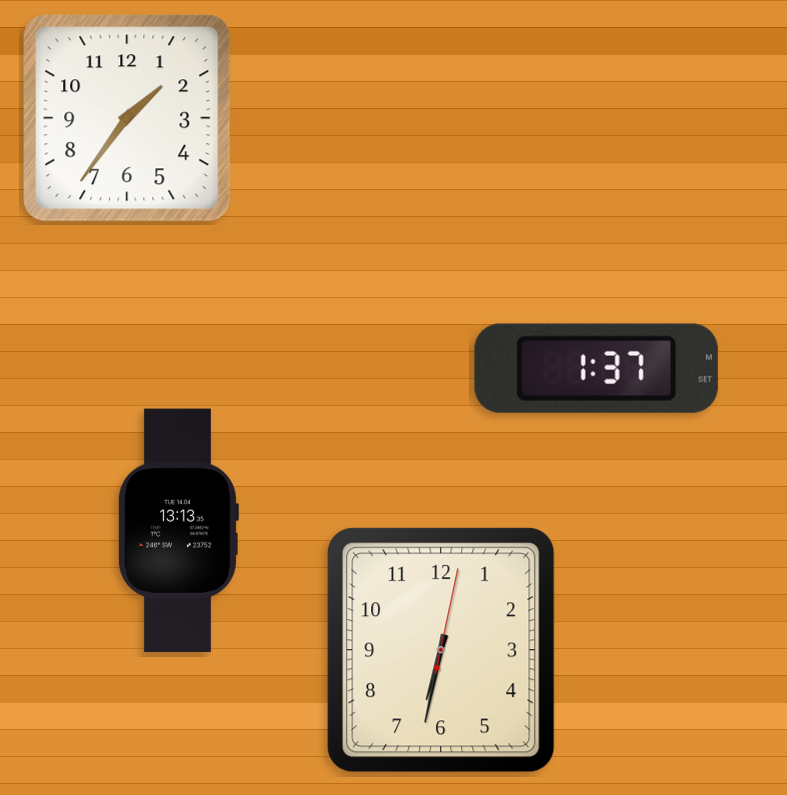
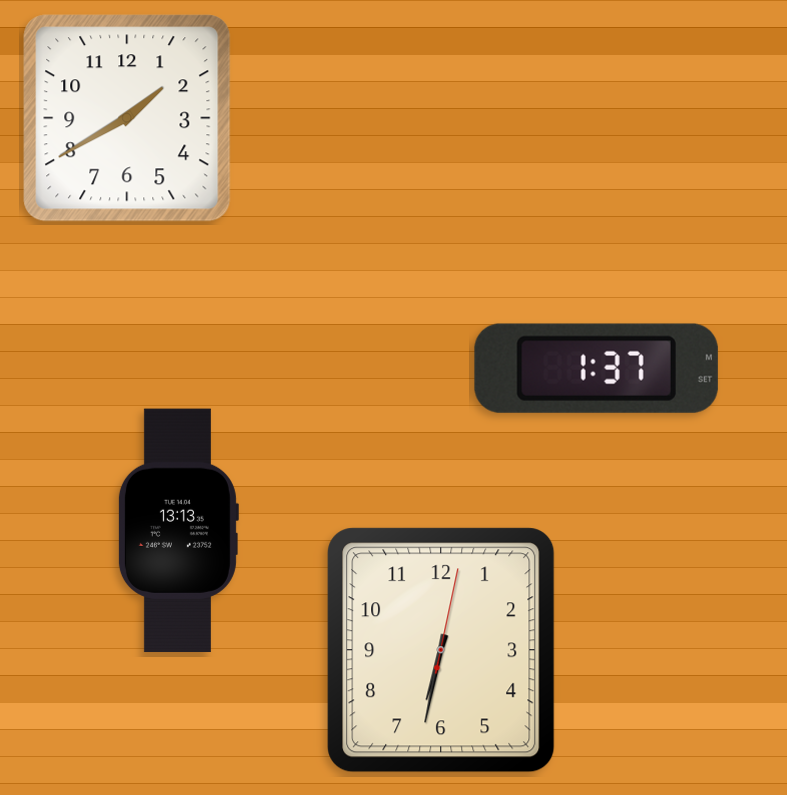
clock at (127, 118): 1:36 -> 1:40
